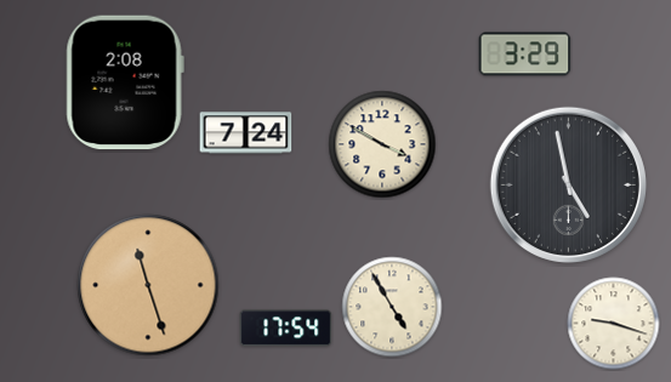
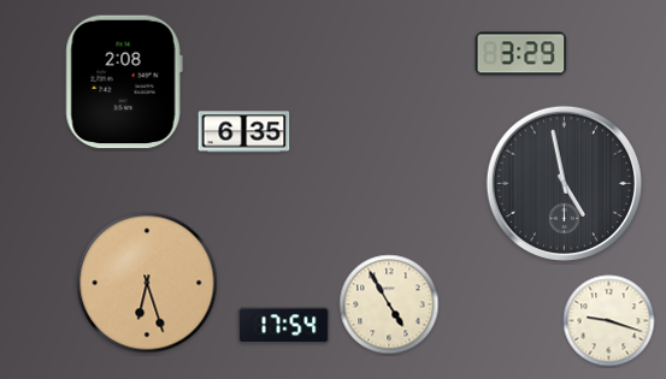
clock at (246, 133): 7:24 -> 6:35
clock at (382, 144): 3:50 -> none
clock at (148, 285): 11:27 -> 6:27
